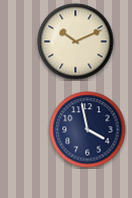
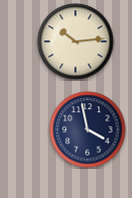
clock at (76, 42): 10:11 -> 10:14
